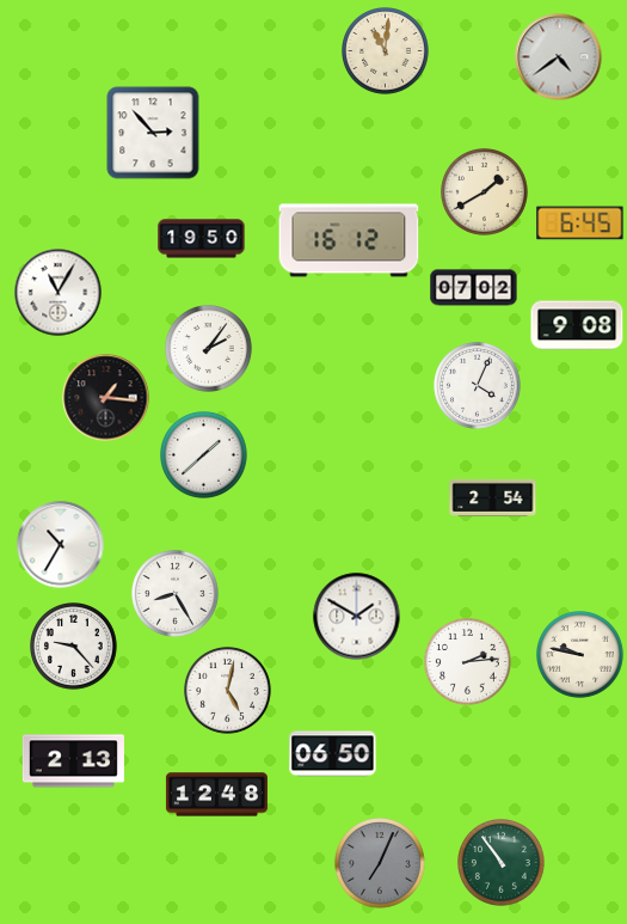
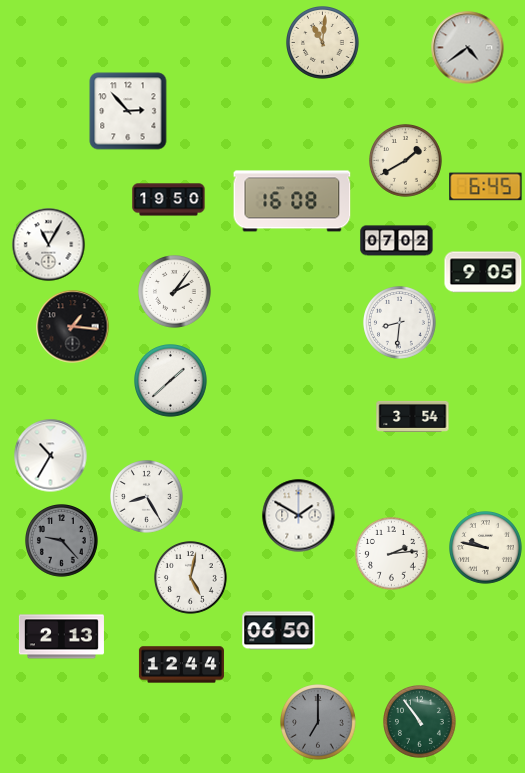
clock at (349, 240): 16:12 -> 16:08
clock at (577, 325): 9:08 -> 9:05
clock at (478, 386): 4:04 -> 8:31
clock at (106, 398) position: (106, 398) -> (73, 327)
clock at (493, 497): 2:54 -> 3:54
clock at (74, 647) dial: white -> grey
clock at (216, 795): 12:48 -> 12:44
clock at (380, 863): 7:04 -> 7:00
